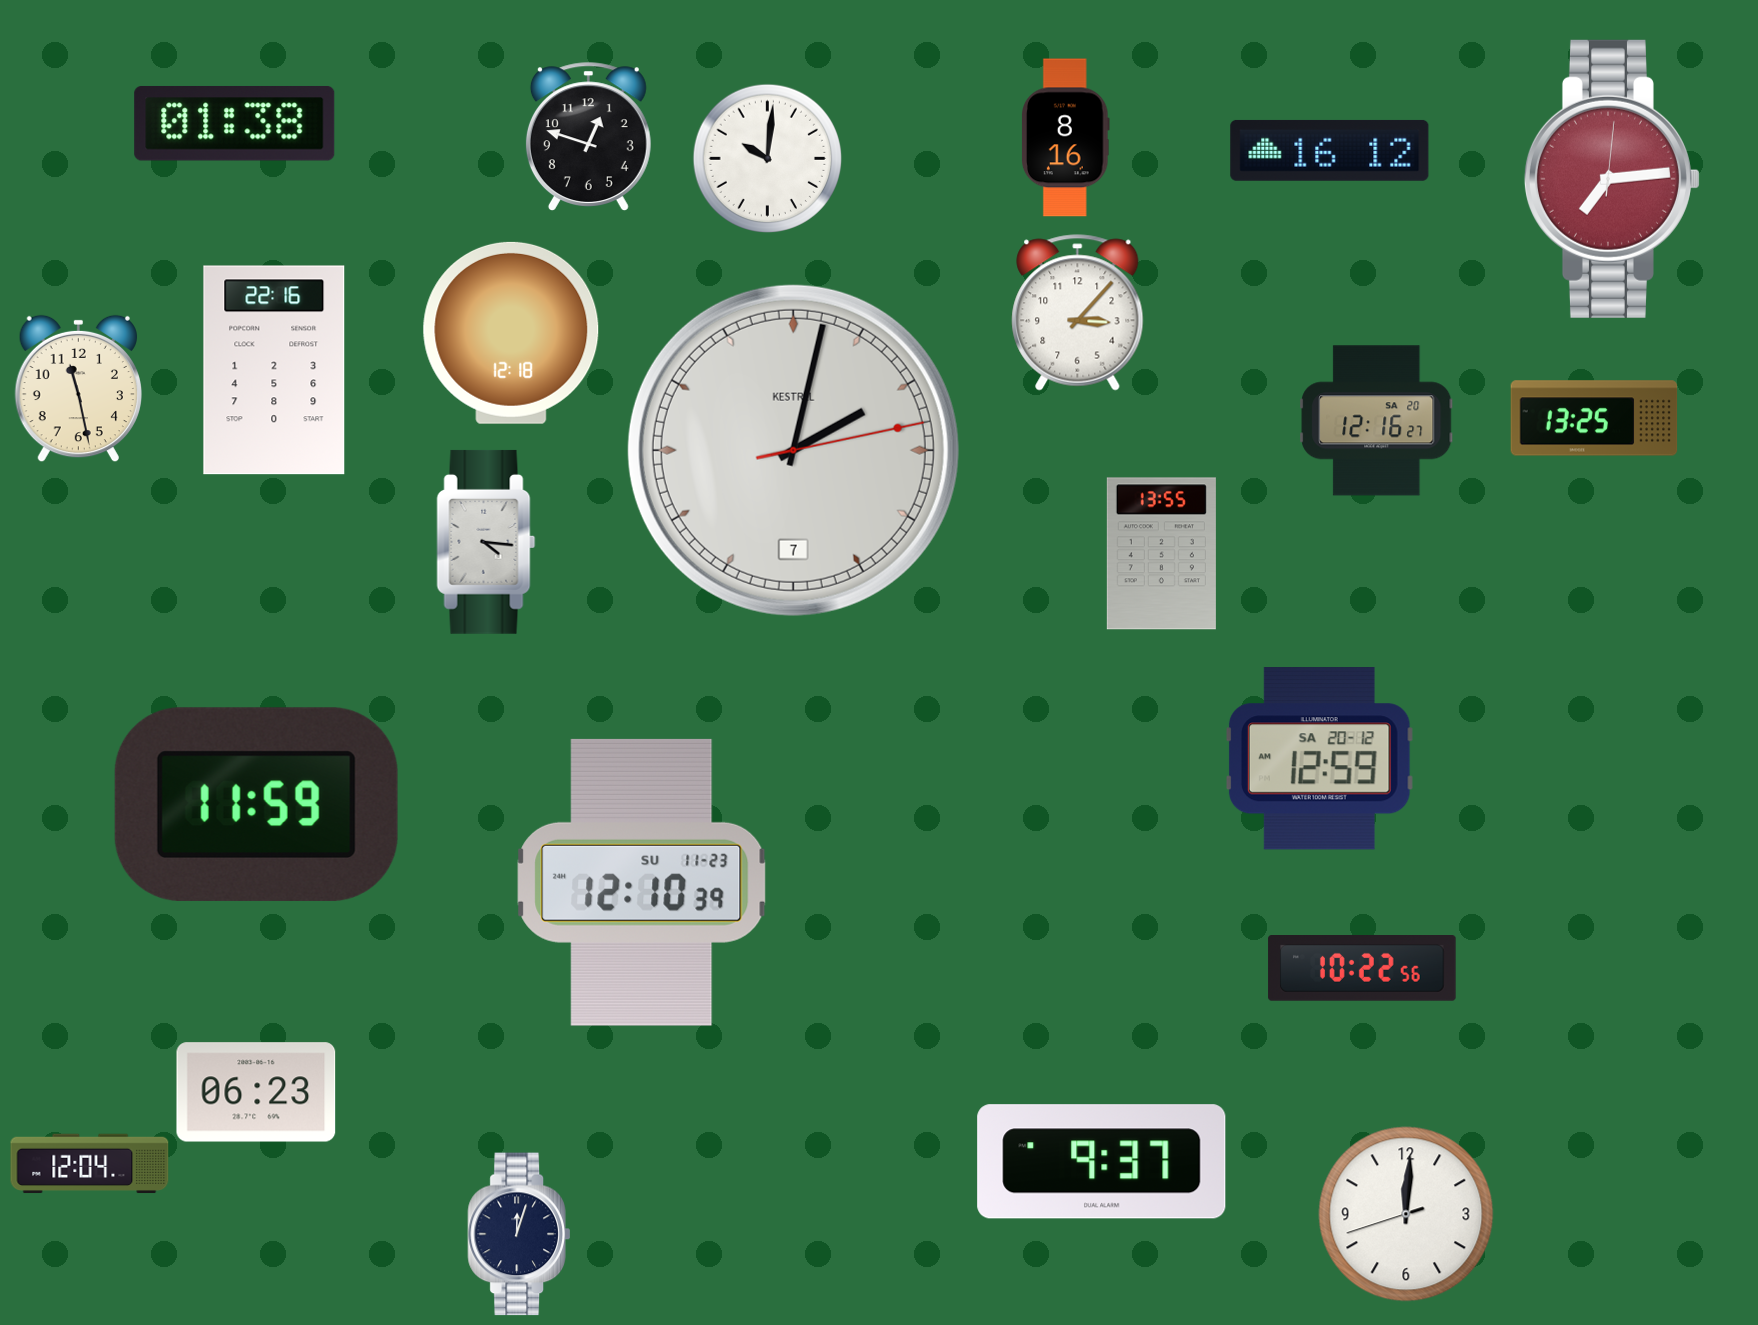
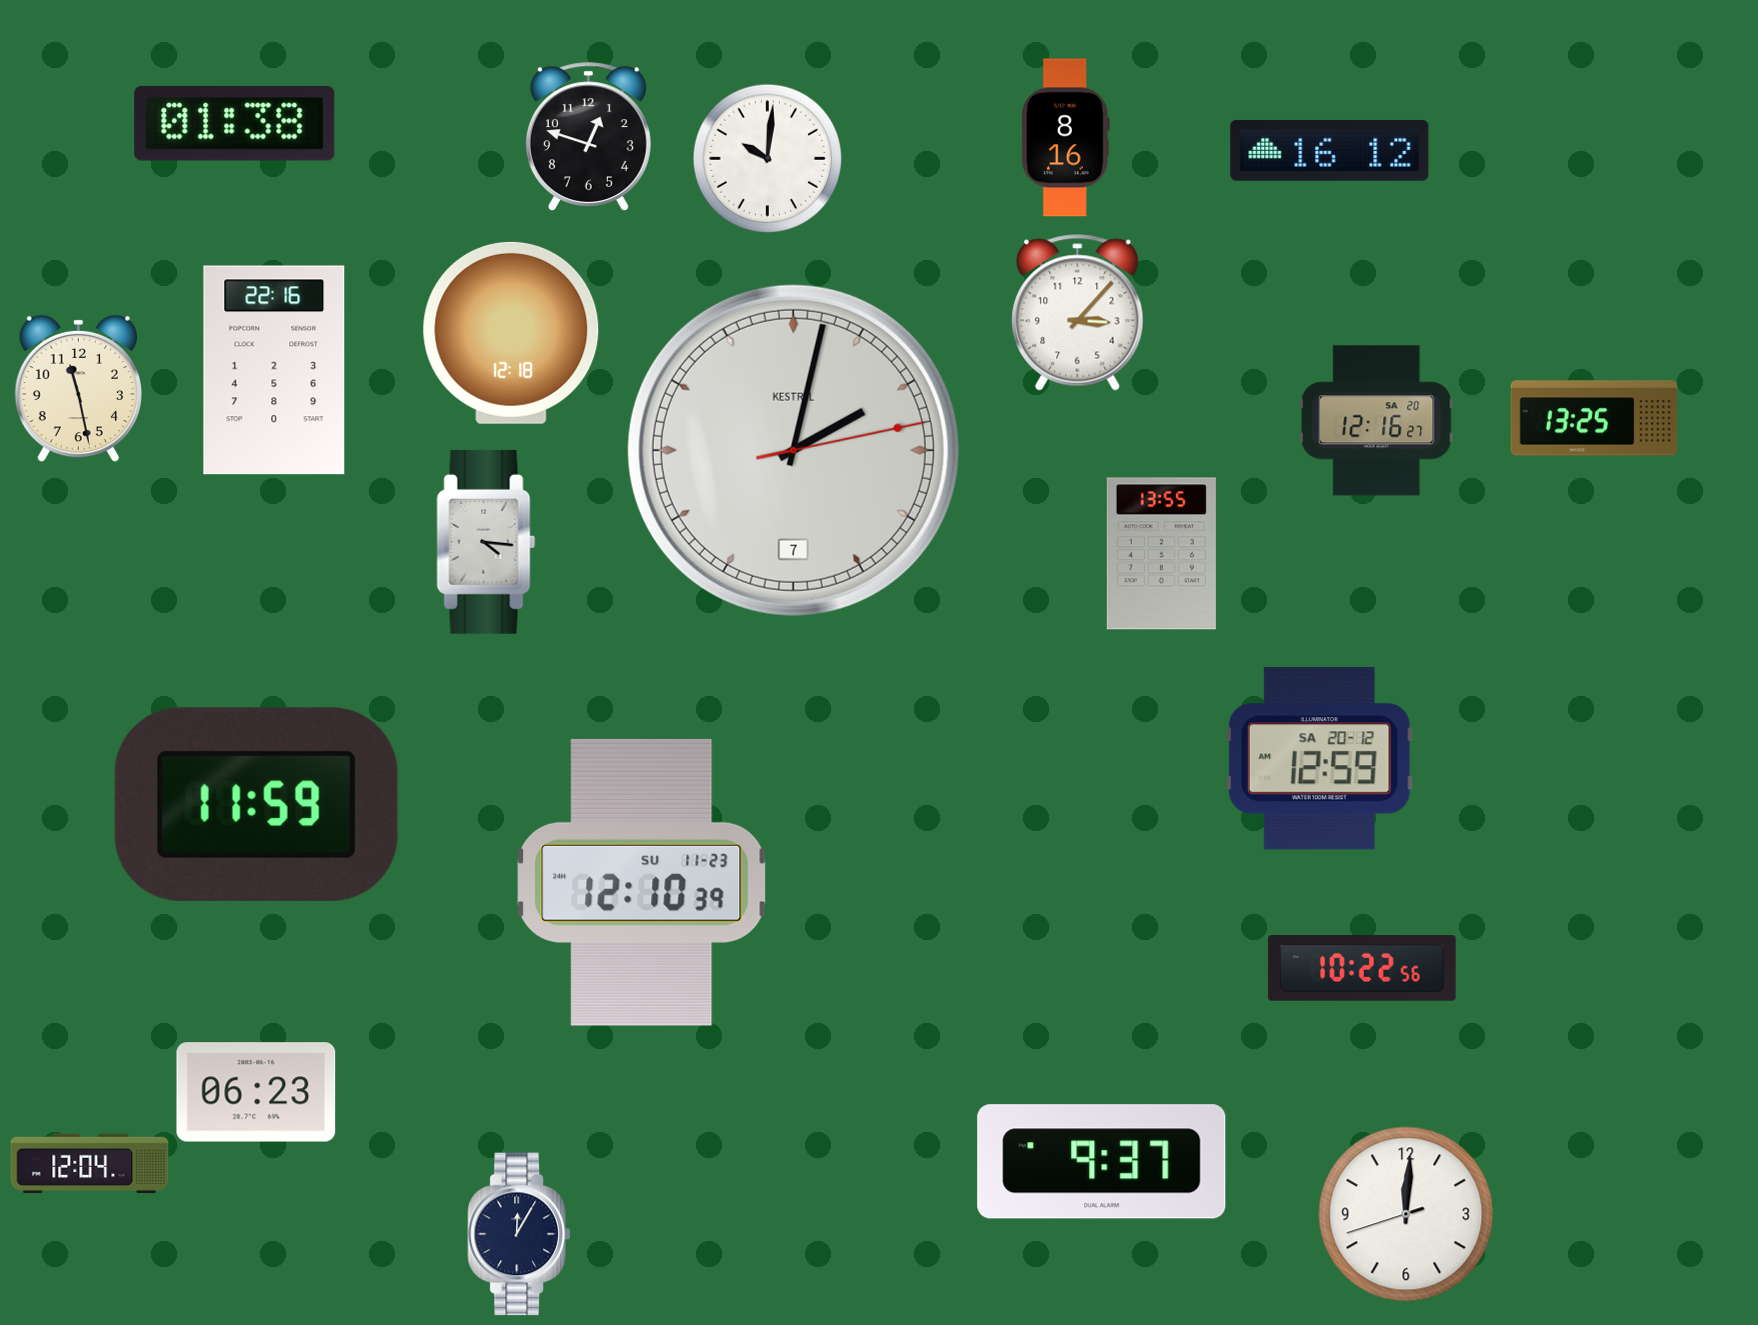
clock at (1612, 179): 7:14 -> none
clock at (519, 1234): 12:03 -> 12:05
